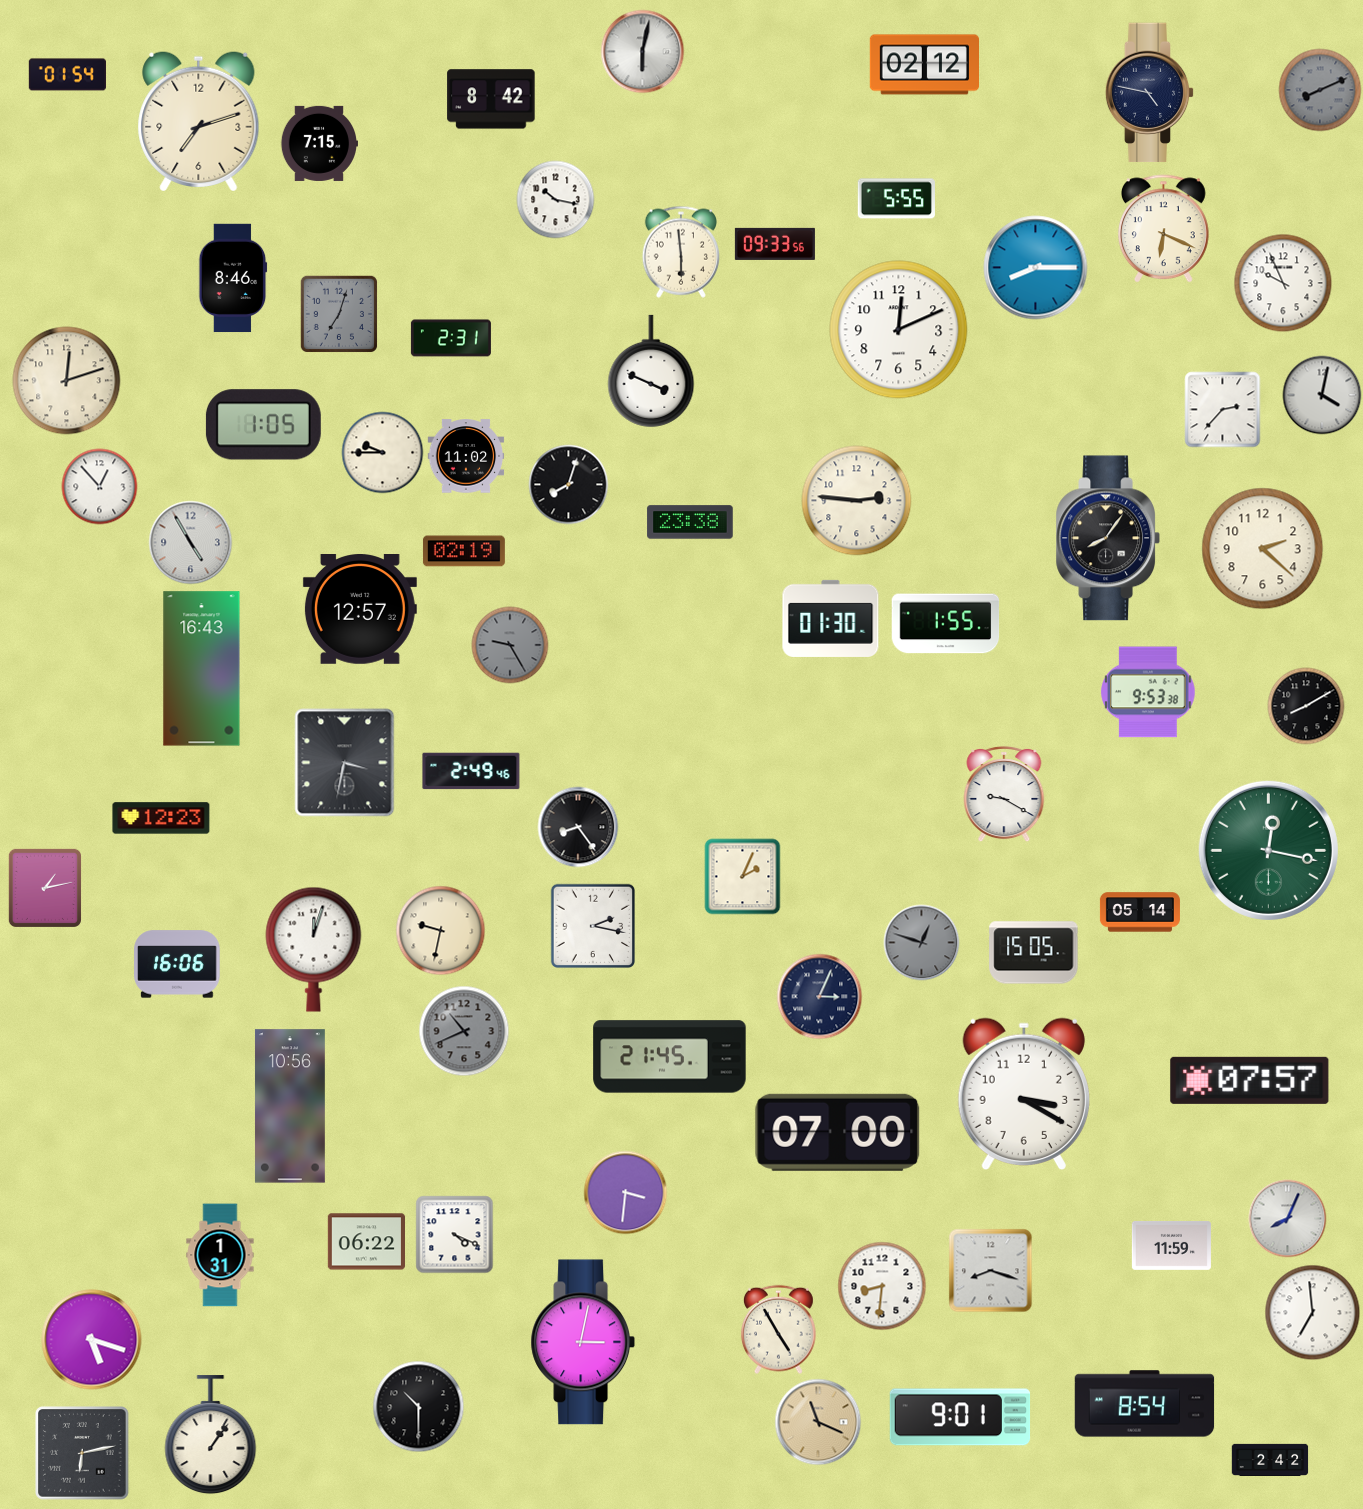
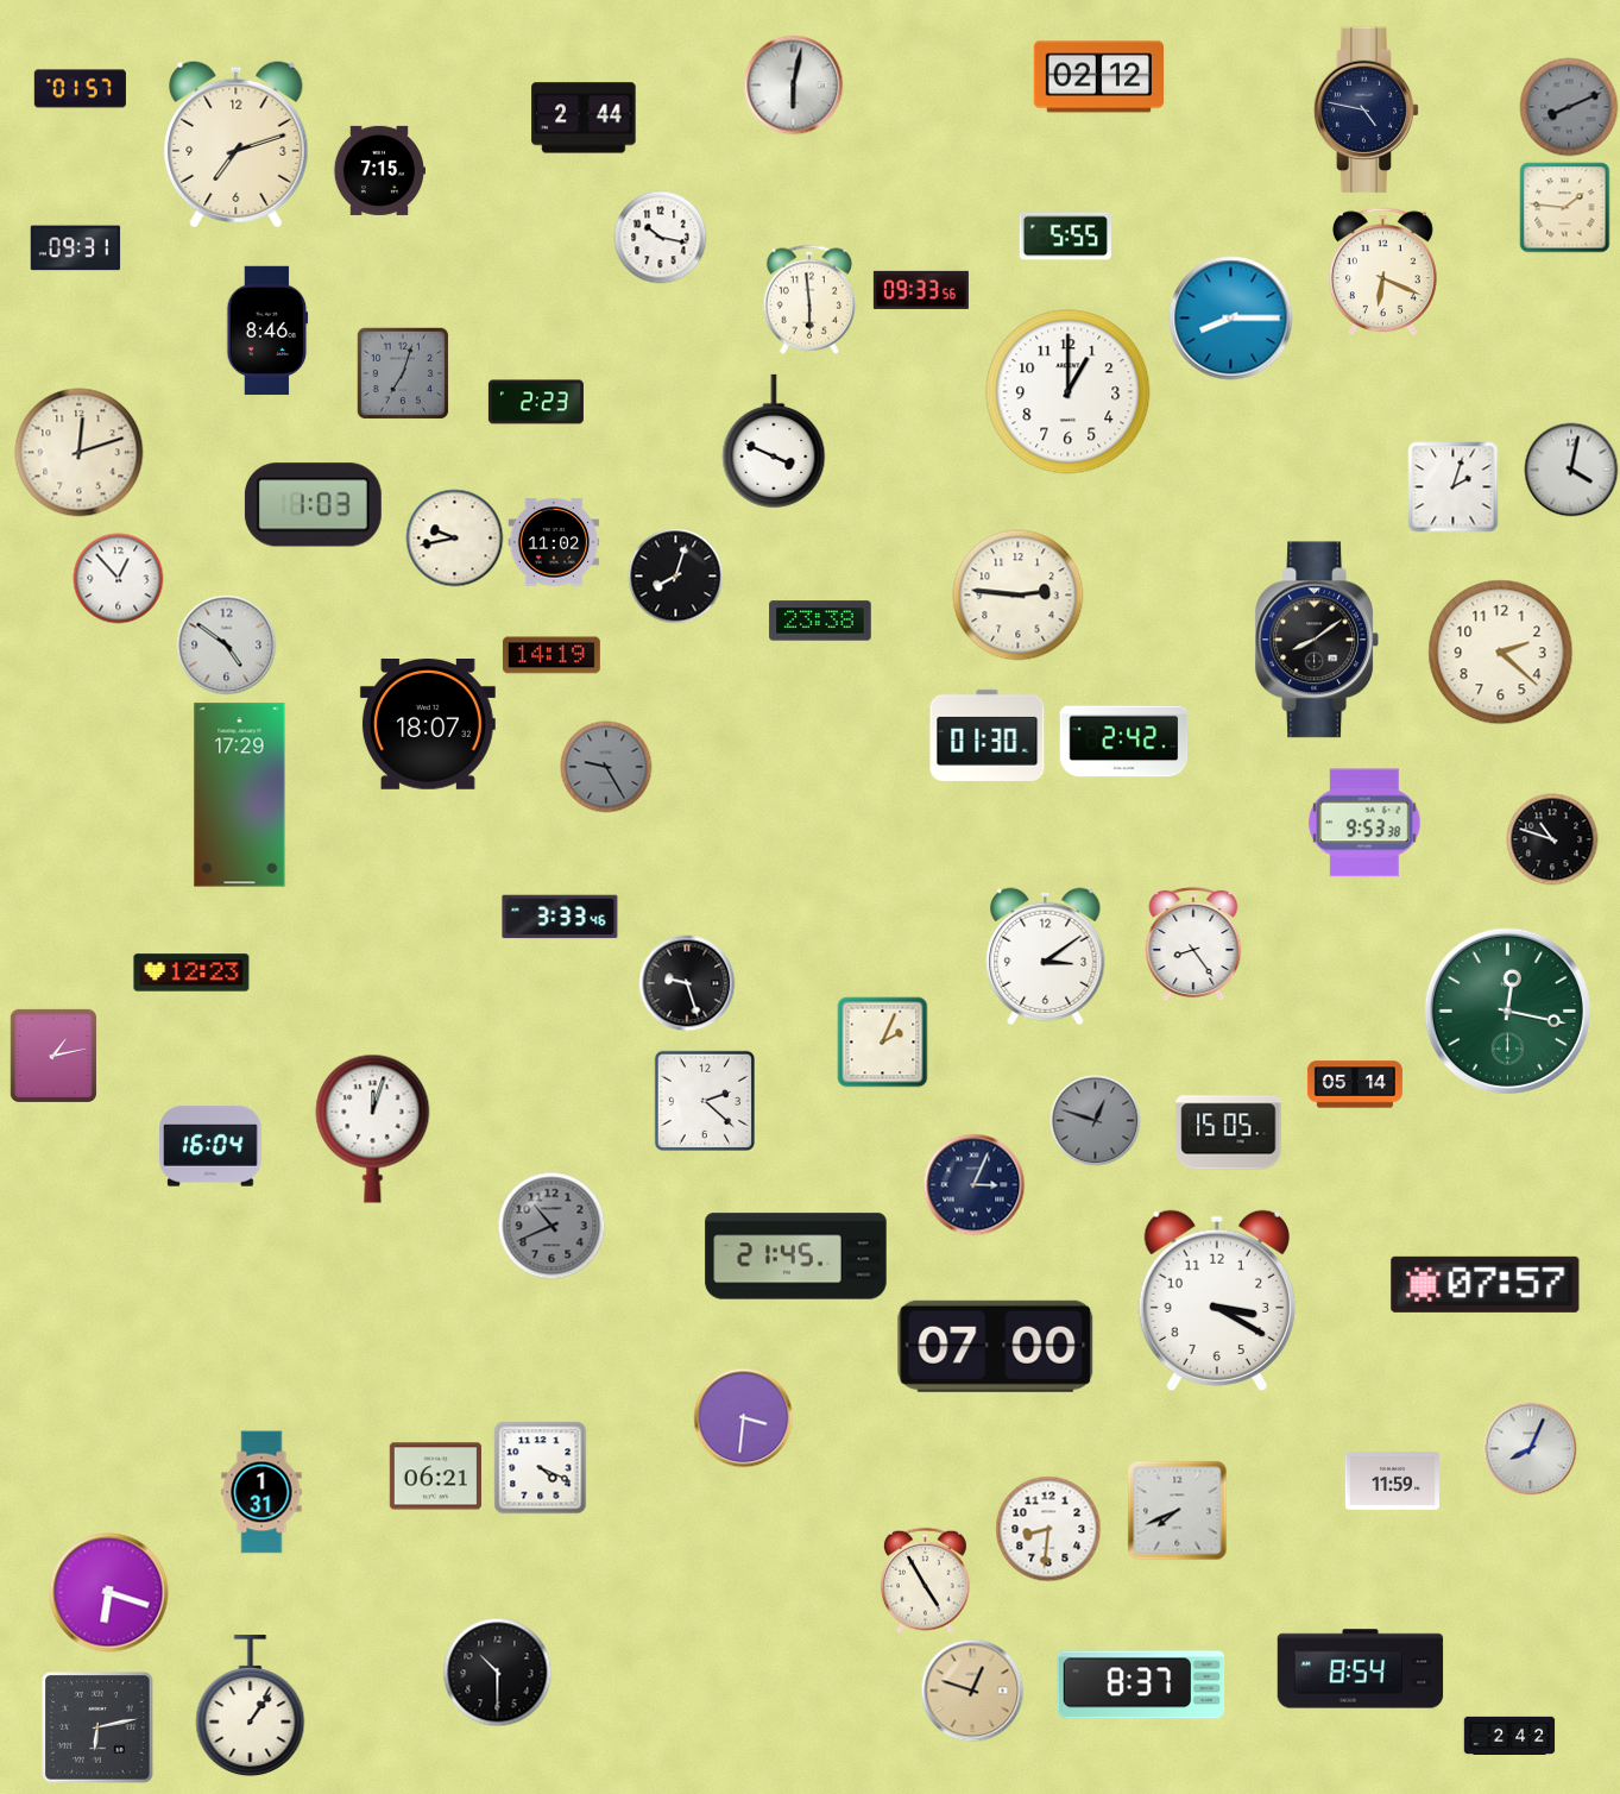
clock at (643, 52) position: (643, 52) -> (794, 86)
clock at (67, 75): 01:54 -> 01:57
clock at (491, 99): 8:42 -> 2:44
clock at (1565, 208): none -> 1:46
clock at (76, 248): none -> 09:31
clock at (233, 278) position: (233, 278) -> (267, 331)
clock at (1283, 283): 9:56 -> none
clock at (899, 330): 12:11 -> 1:00
clock at (451, 338): 2:31 -> 2:23
clock at (1223, 410): 2:37 -> 2:03
clock at (263, 425): 1:05 -> 1:03
clock at (383, 453): 9:45 -> 9:43
clock at (1107, 538): 8:06 -> 8:09
clock at (191, 543): 4:55 -> 4:51
clock at (464, 551): 02:19 -> 14:19
clock at (360, 610): 12:57 -> 18:07
clock at (946, 624): 1:55 -> 2:42
clock at (202, 669): 16:43 -> 17:29
clock at (1306, 706): 8:10 -> 10:48
clock at (345, 763): 3:32 -> none
clock at (471, 771): 2:49 -> 3:33
clock at (1004, 794): 9:20 -> 8:24
clock at (1046, 956): none -> 3:09
clock at (578, 827): 8:24 -> 9:27
clock at (592, 925): 2:17 -> 2:22
clock at (441, 931): 9:32 -> none
clock at (177, 964): 16:06 -> 16:04
clock at (290, 1106): 10:56 -> none
clock at (366, 1242): 06:22 -> 06:21
clock at (991, 1271): 8:18 -> 7:41
clock at (1313, 1313): 6:59 -> none
clock at (92, 1340): 5:18 -> 6:18
clock at (582, 1342): 3:02 -> none
clock at (960, 1417): 9:01 -> 8:37
clock at (818, 1422): 11:19 -> 12:48
